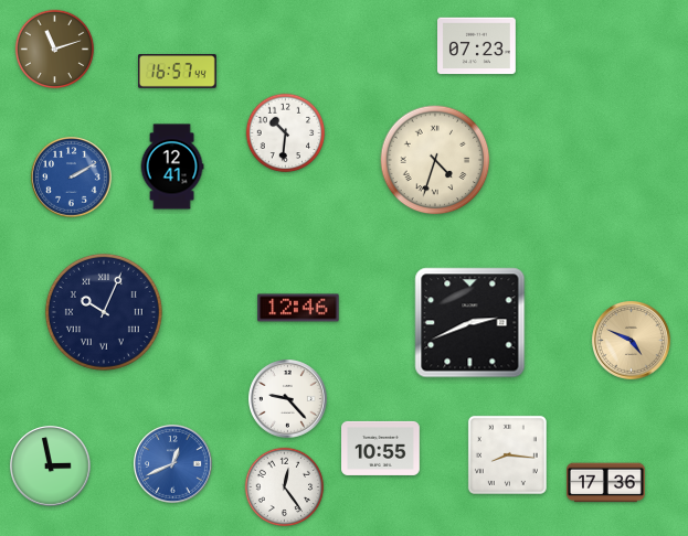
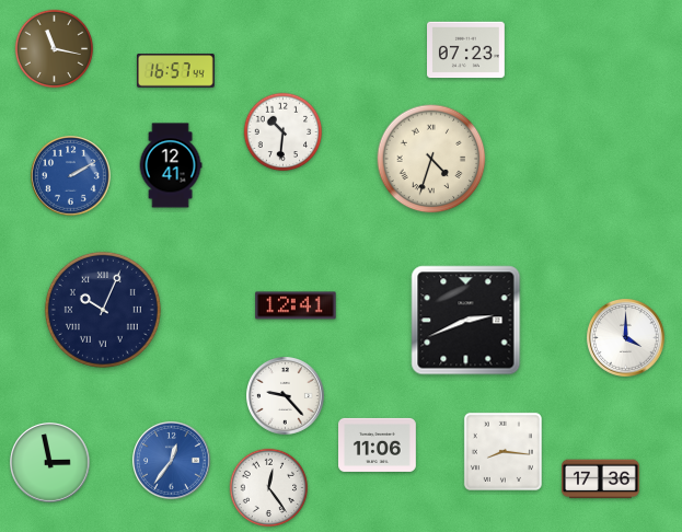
clock at (477, 46) position: (477, 46) -> (466, 50)
clock at (55, 50): 11:12 -> 11:17
clock at (298, 308): 12:46 -> 12:41
clock at (632, 341): 4:49 -> 4:00
clock at (632, 341) dial: champagne -> white
clock at (381, 448): 10:55 -> 11:06
clock at (173, 464): 12:41 -> 12:36
clock at (285, 487) position: (285, 487) -> (269, 488)
